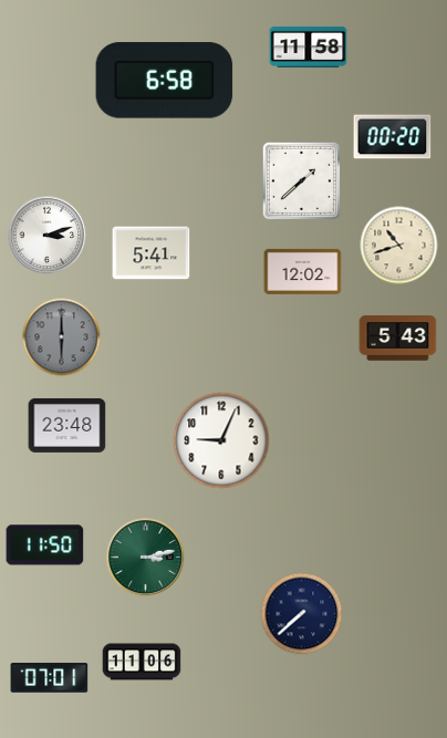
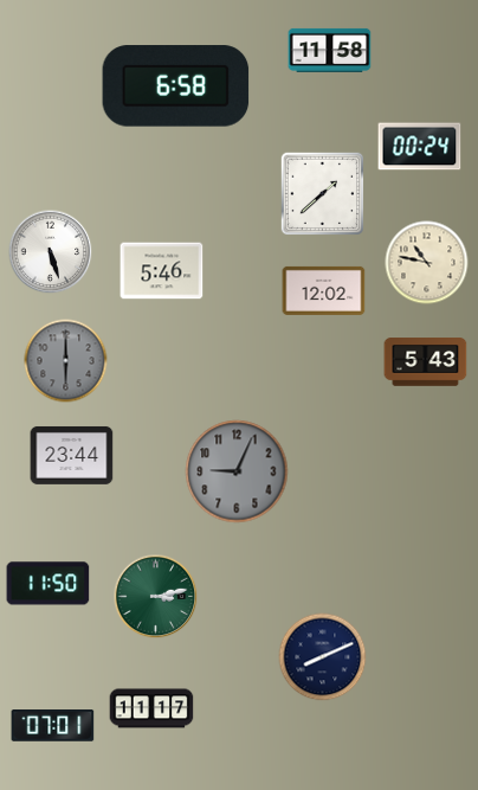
clock at (393, 137): 00:20 -> 00:24
clock at (48, 236): 3:12 -> 5:27
clock at (399, 246): 10:42 -> 10:47
clock at (152, 253): 5:41 -> 5:46
clock at (67, 425): 23:48 -> 23:44
clock at (221, 440) dial: white -> grey
clock at (302, 614): 7:38 -> 8:11
clock at (142, 662): 11:06 -> 11:17
